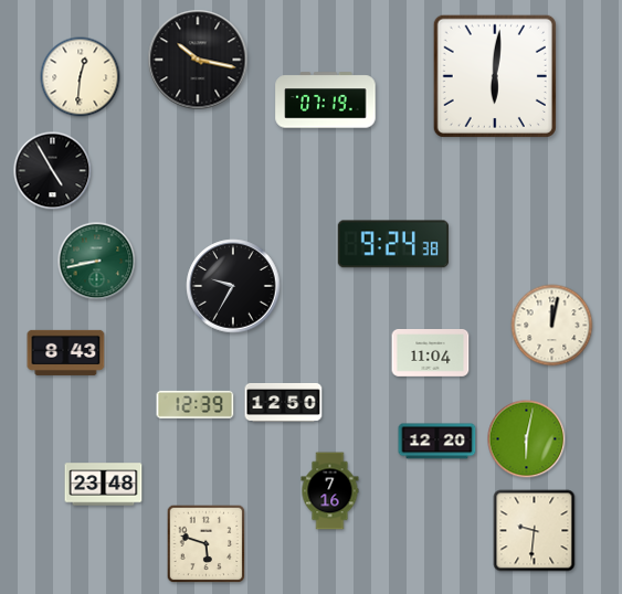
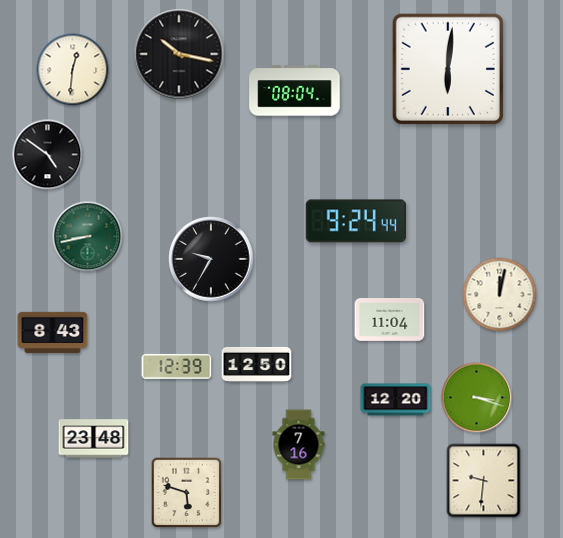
clock at (326, 100): 07:19 -> 08:04
clock at (53, 171): 4:55 -> 4:51
clock at (393, 244): 9:24:38 -> 9:24:44
clock at (66, 352) position: (66, 352) -> (53, 332)
clock at (527, 439): 6:02 -> 3:18
